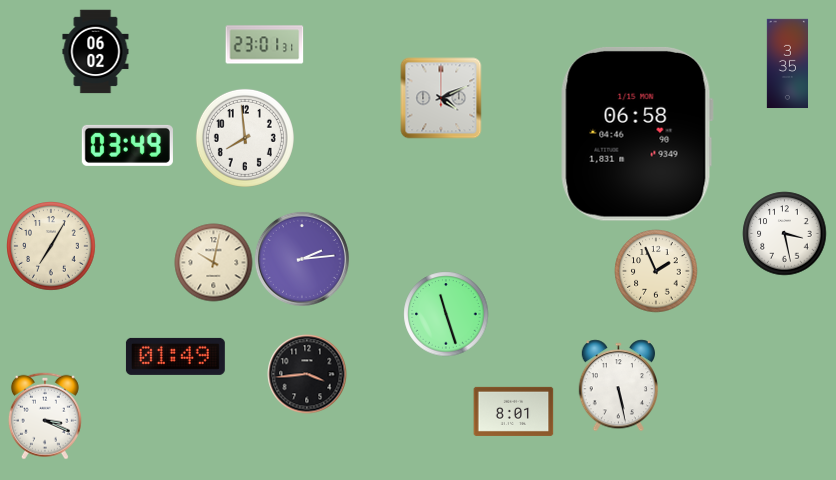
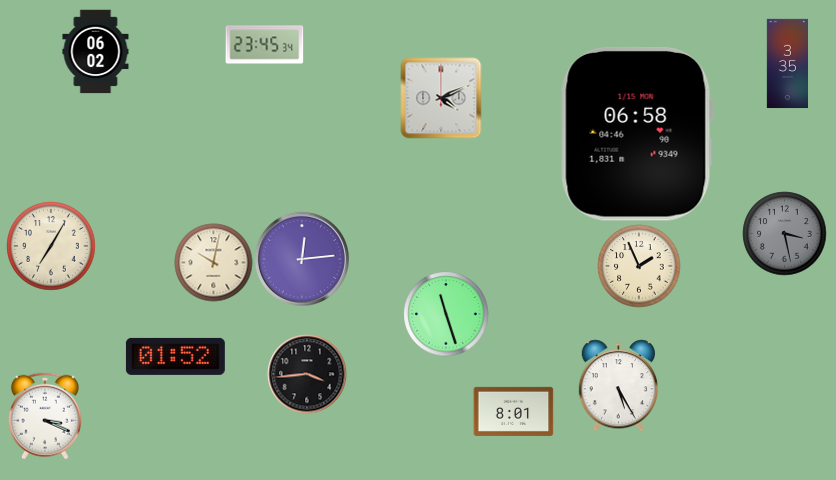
clock at (264, 45): 23:01 -> 23:45
clock at (245, 138): 7:59 -> none
clock at (127, 145): 03:49 -> none
clock at (784, 233) dial: white -> grey
clock at (302, 259): 2:14 -> 12:14
clock at (656, 271) position: (656, 271) -> (639, 266)
clock at (175, 356): 01:49 -> 01:52
clock at (618, 385): 5:28 -> 5:25
